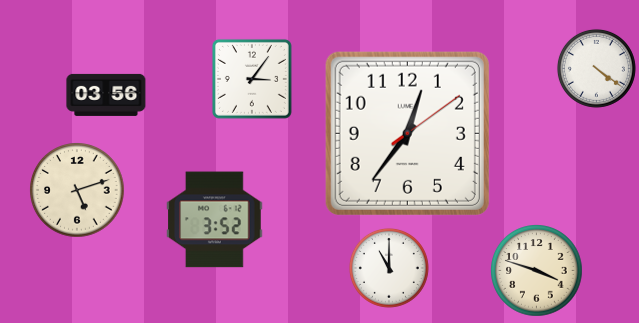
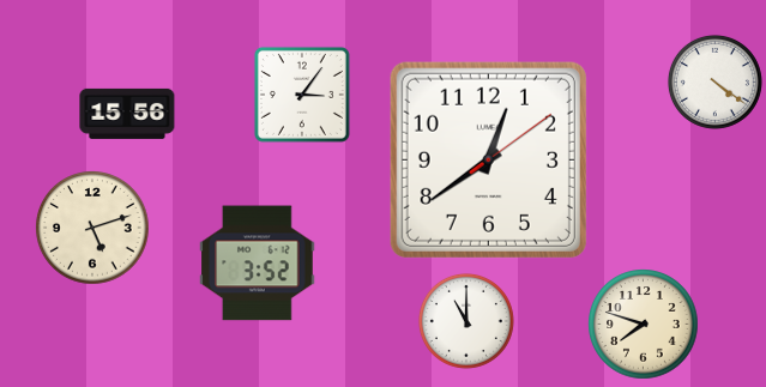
clock at (106, 95): 03:56 -> 15:56
clock at (407, 133): 12:36 -> 12:39
clock at (537, 271): 3:48 -> 7:48
